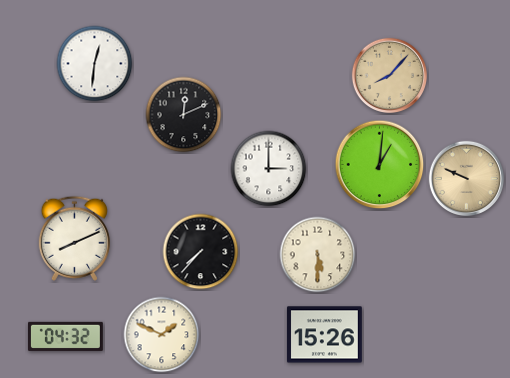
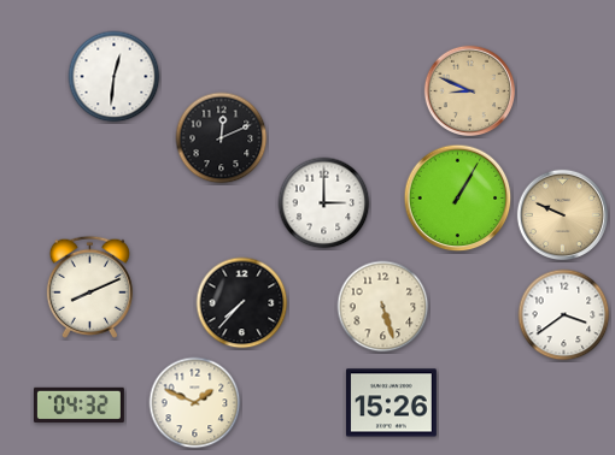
clock at (389, 75): 8:07 -> 8:49
clock at (380, 165): 1:01 -> 1:05
clock at (318, 255): 5:30 -> 5:27
clock at (564, 315): none -> 3:39
